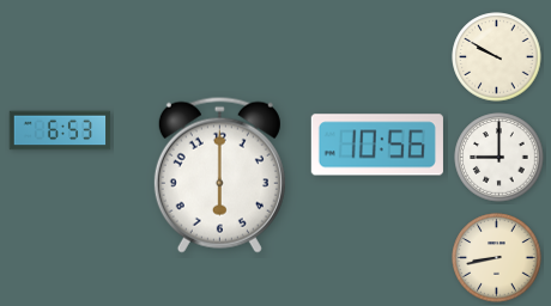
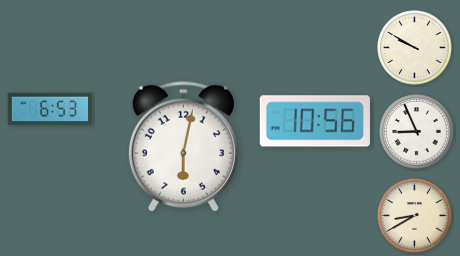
clock at (499, 158): 9:00 -> 8:56
clock at (219, 175): 6:00 -> 6:02
clock at (497, 258): 8:43 -> 8:40
